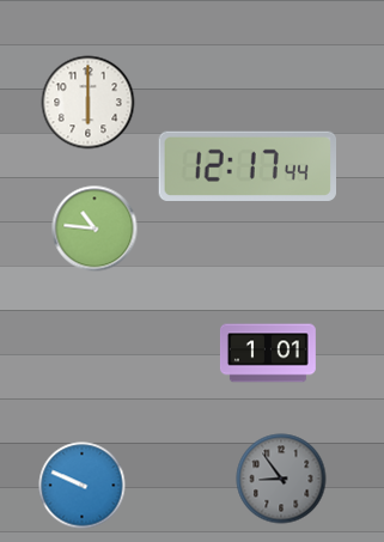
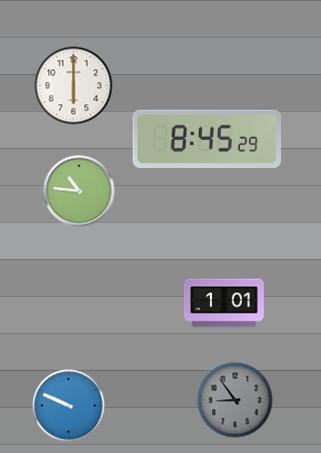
clock at (246, 165): 12:17 -> 8:45
clock at (268, 353) position: (268, 353) -> (224, 303)
